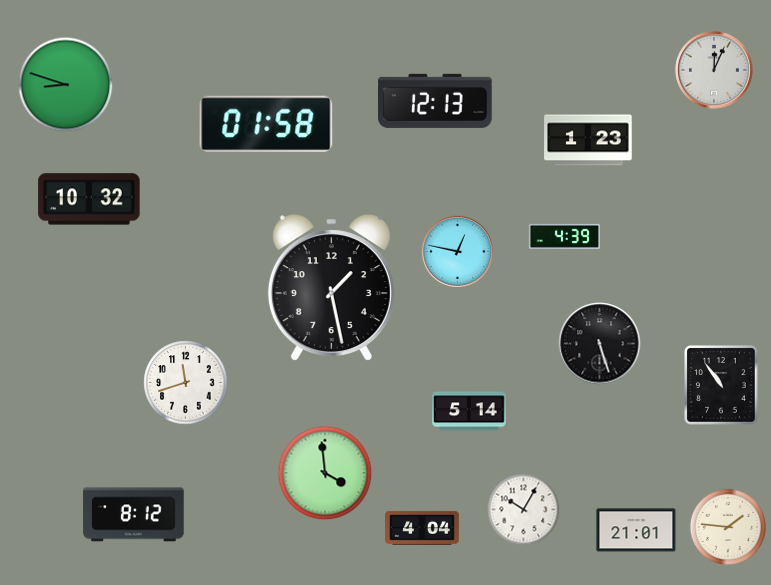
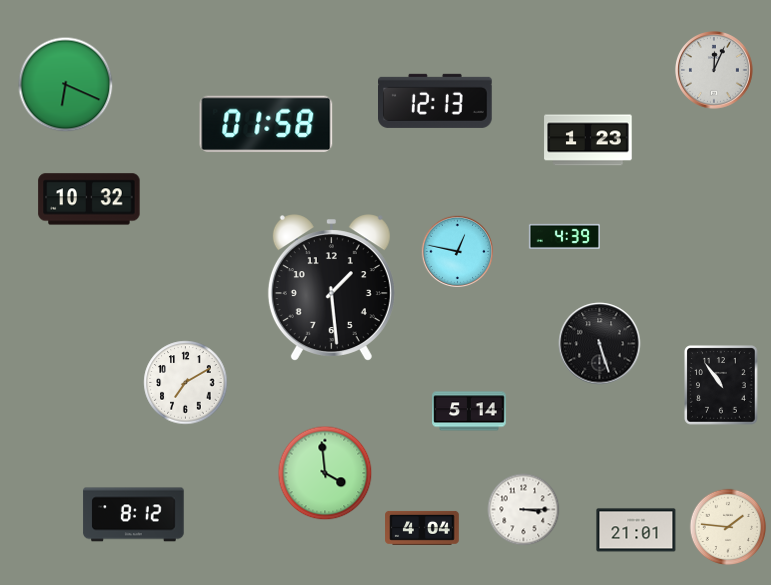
clock at (66, 85): 8:48 -> 6:19
clock at (331, 287): 1:28 -> 1:29
clock at (186, 383): 11:42 -> 7:10
clock at (524, 510): 10:05 -> 3:15
